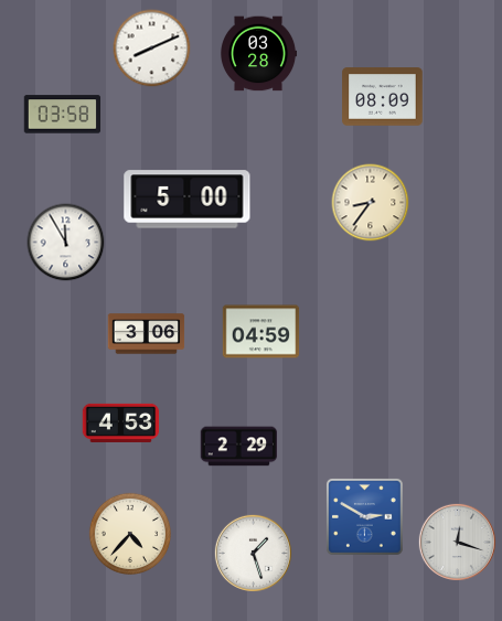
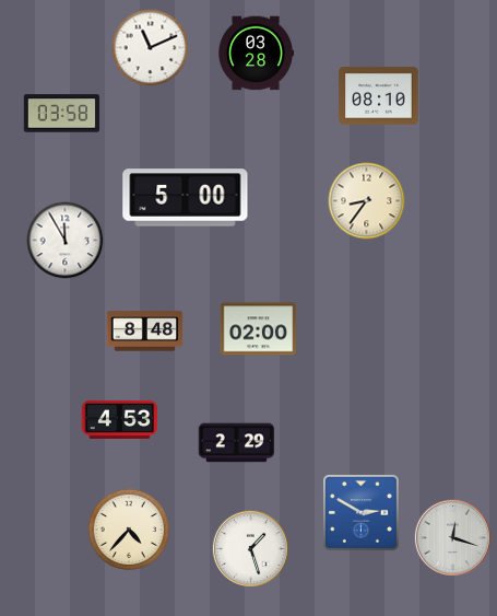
clock at (152, 49): 8:11 -> 11:11
clock at (383, 97): 08:09 -> 08:10
clock at (261, 332): 04:59 -> 02:00
clock at (147, 334): 3:06 -> 8:48
